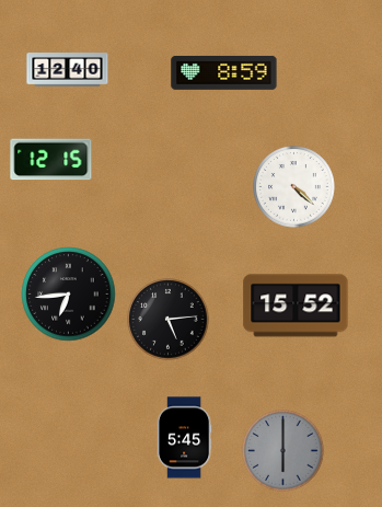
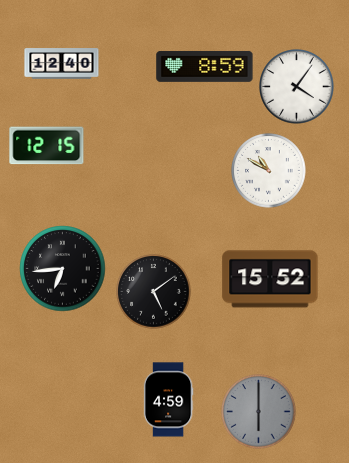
clock at (297, 87): none -> 4:06
clock at (294, 187): 4:22 -> 10:50
clock at (169, 320): 5:14 -> 5:09
clock at (184, 438): 5:45 -> 4:59
